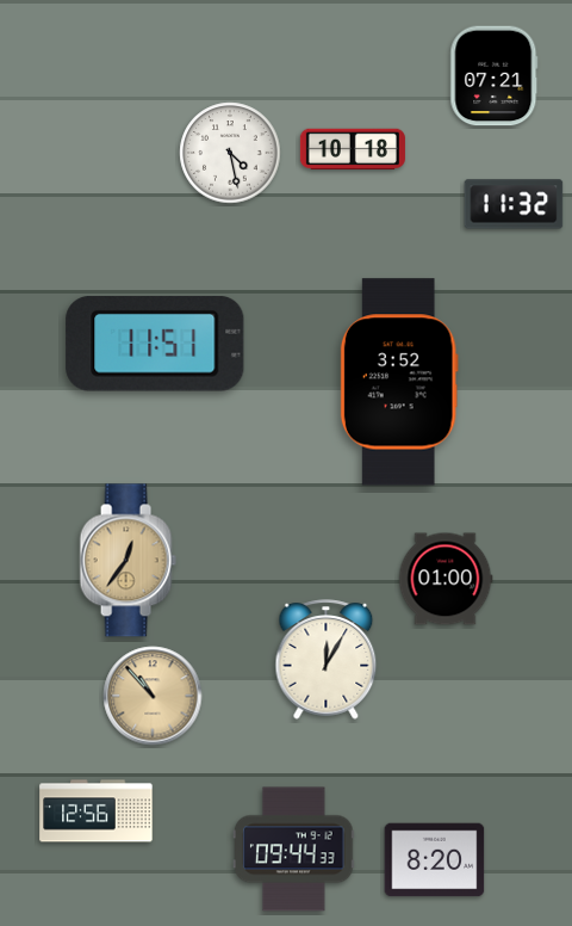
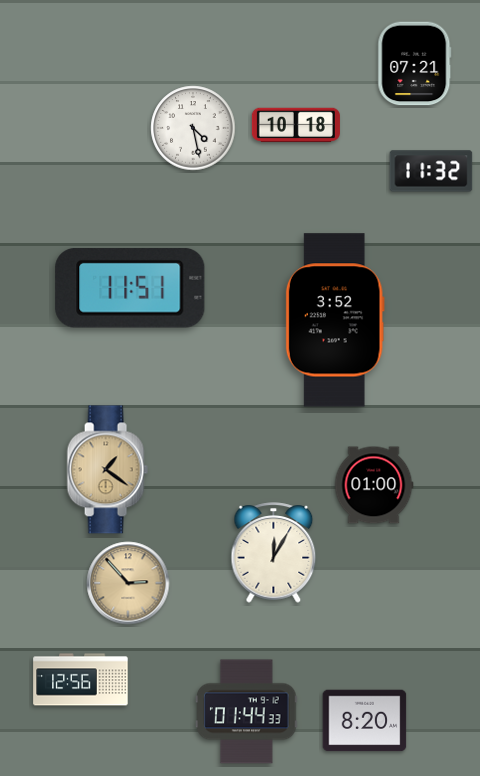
clock at (128, 561): 12:36 -> 1:21
clock at (153, 696): 10:53 -> 2:53
clock at (294, 850): 09:44 -> 01:44
